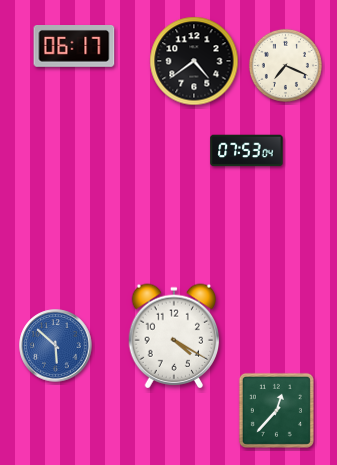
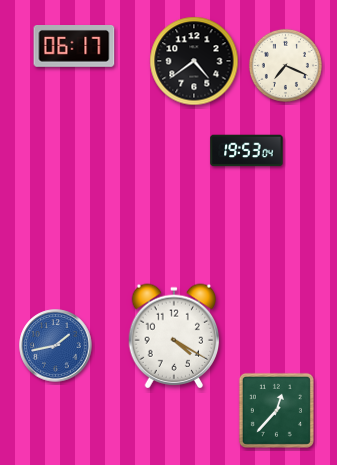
clock at (247, 151): 07:53 -> 19:53
clock at (56, 346): 5:52 -> 1:43
